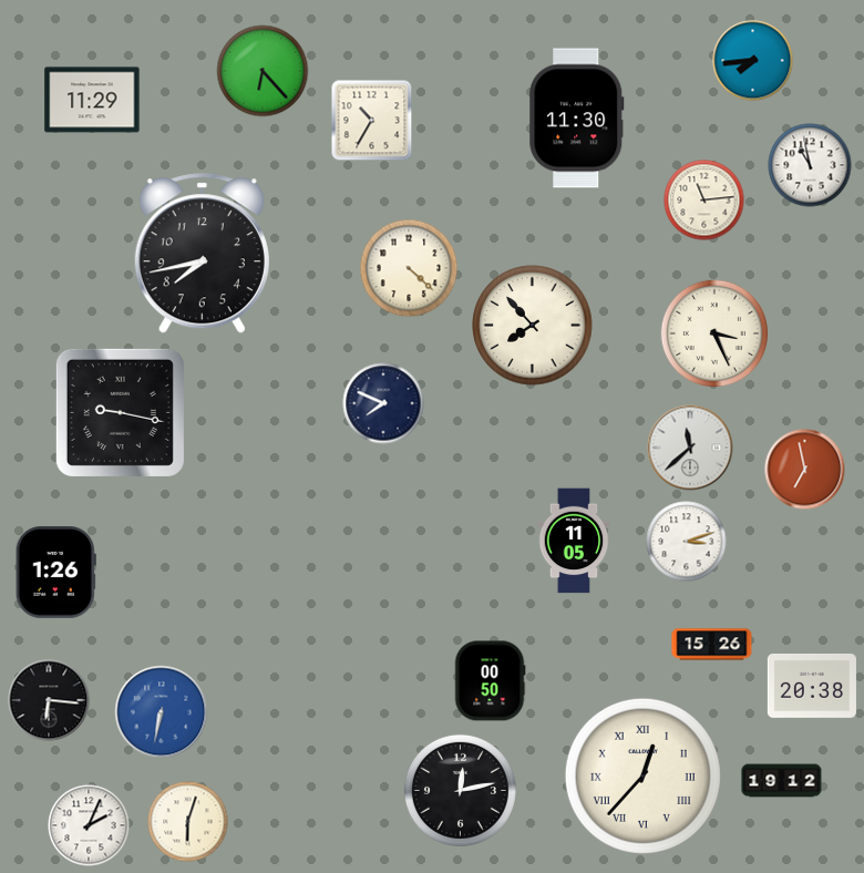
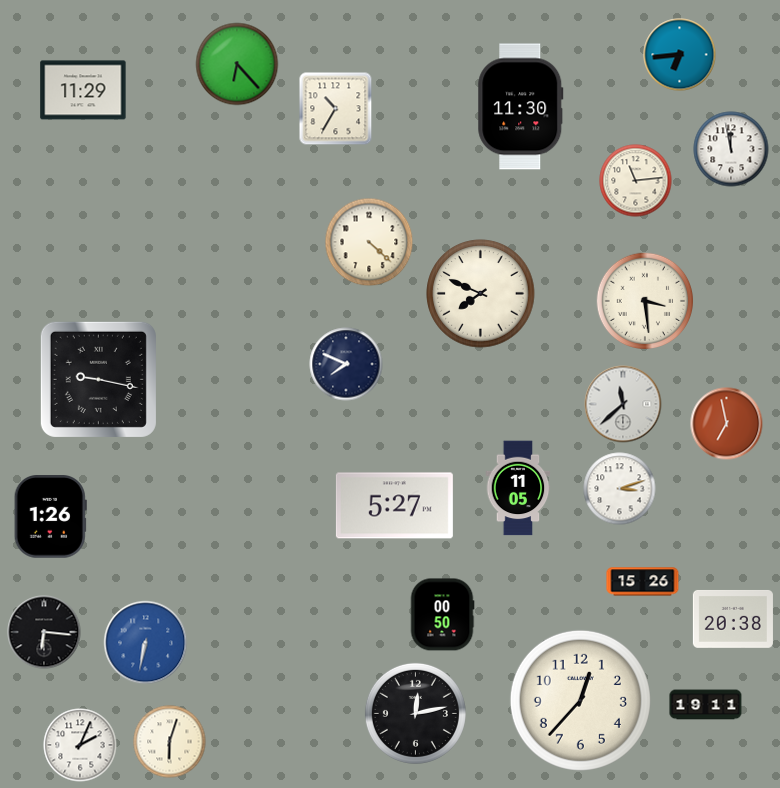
clock at (753, 61): 7:44 -> 6:44
clock at (810, 165): 10:58 -> 11:58
clock at (202, 254): 7:43 -> none
clock at (533, 326): 7:53 -> 7:49
clock at (713, 332): 3:26 -> 3:29
clock at (120, 412) position: (120, 412) -> (98, 379)
clock at (394, 506): none -> 5:27
clock at (642, 776) numerals: Roman -> Arabic
clock at (782, 781): 19:12 -> 19:11
